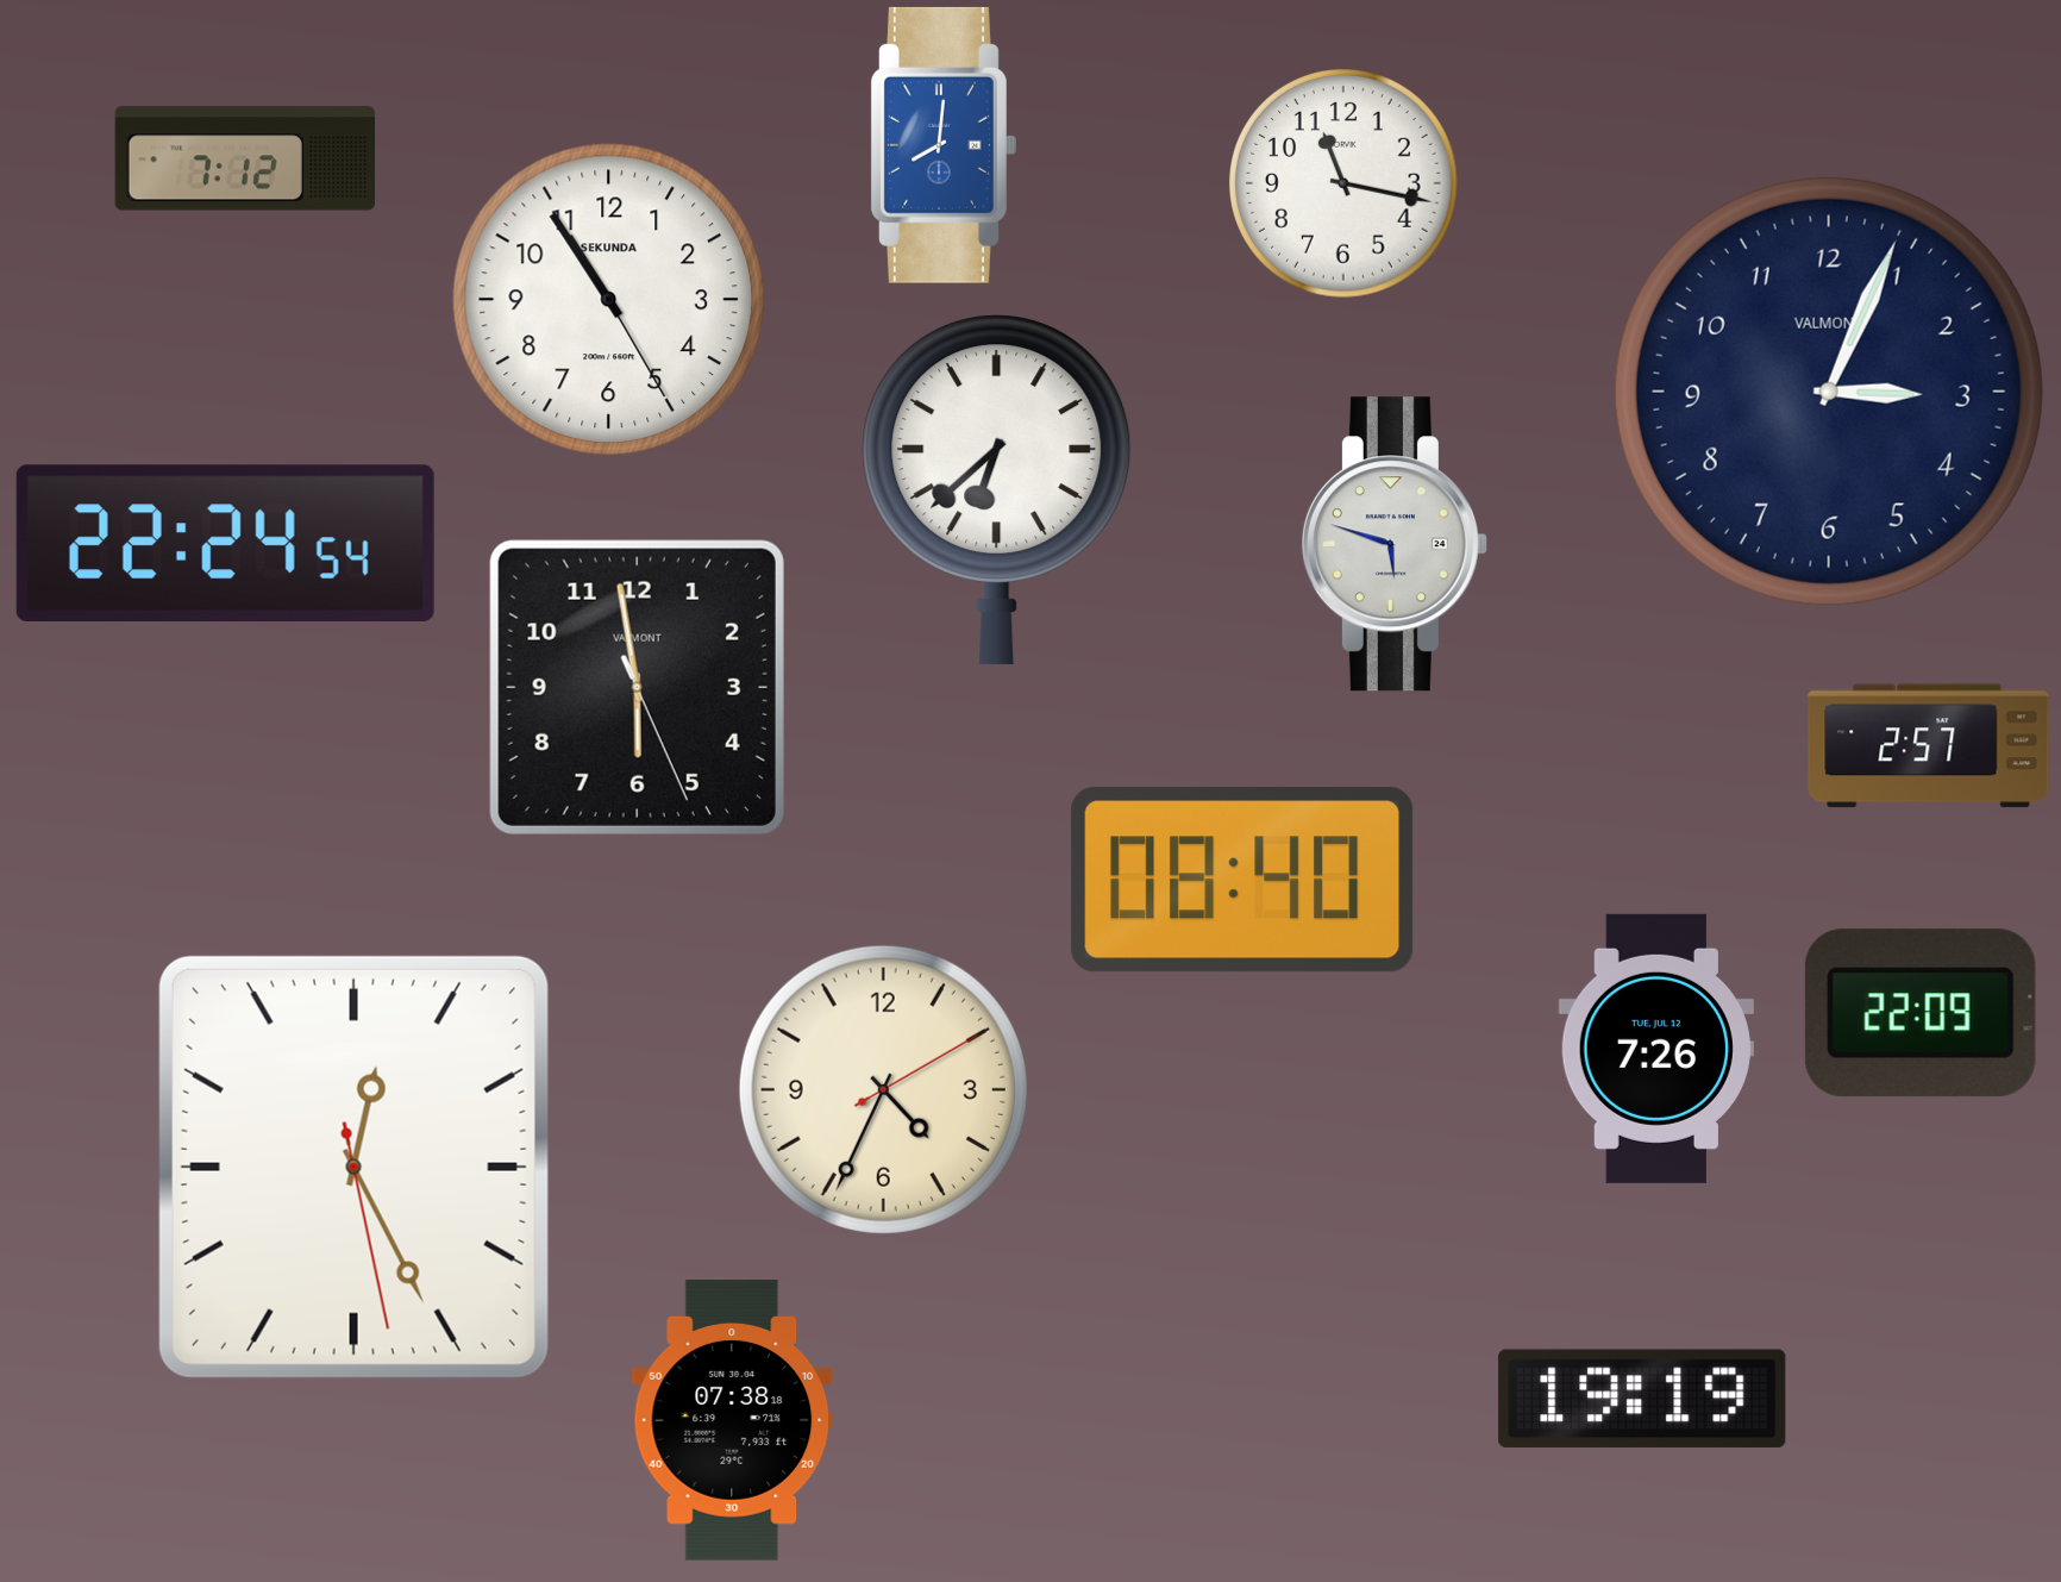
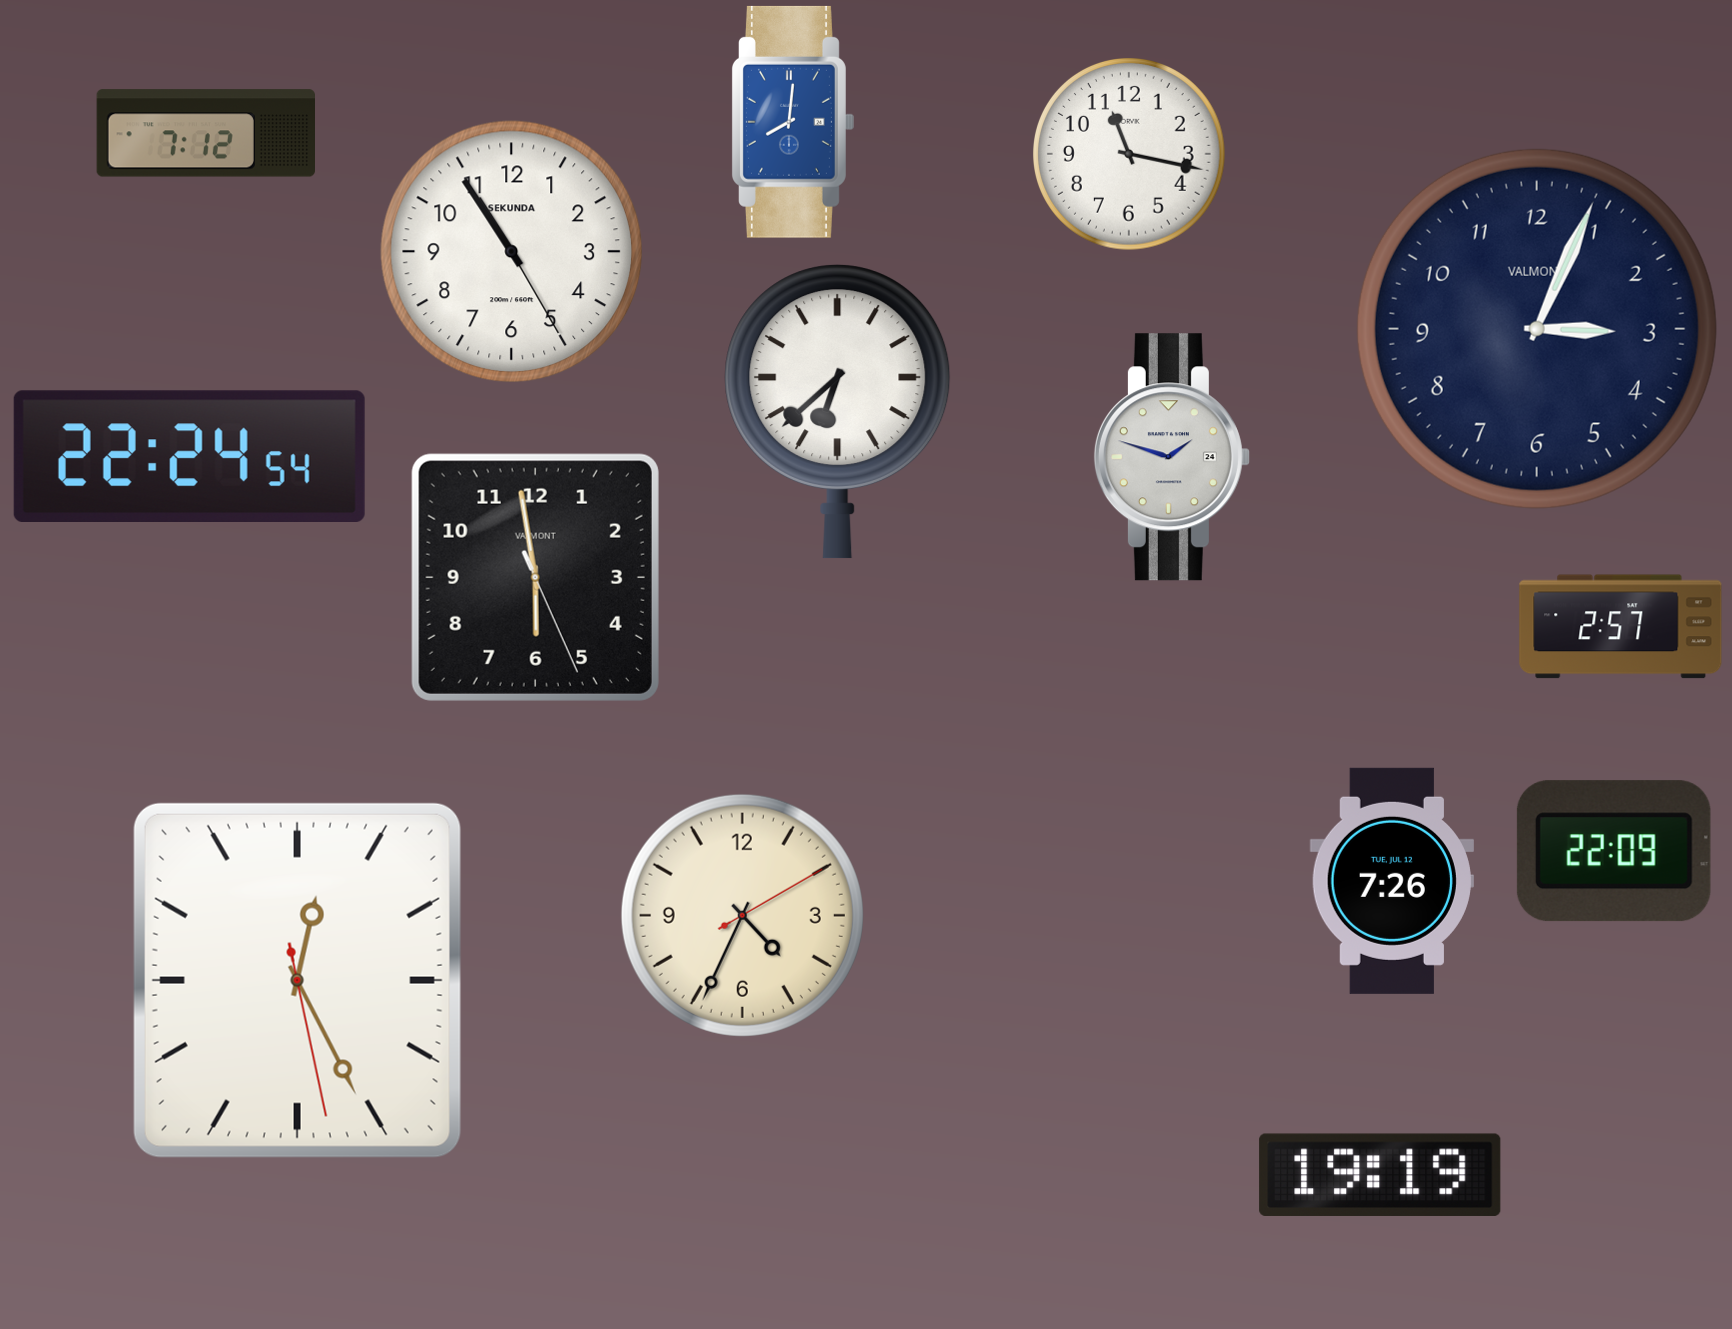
clock at (1395, 544): 5:48 -> 1:48
clock at (1242, 880): 08:40 -> none
clock at (732, 1420): 07:38 -> none
